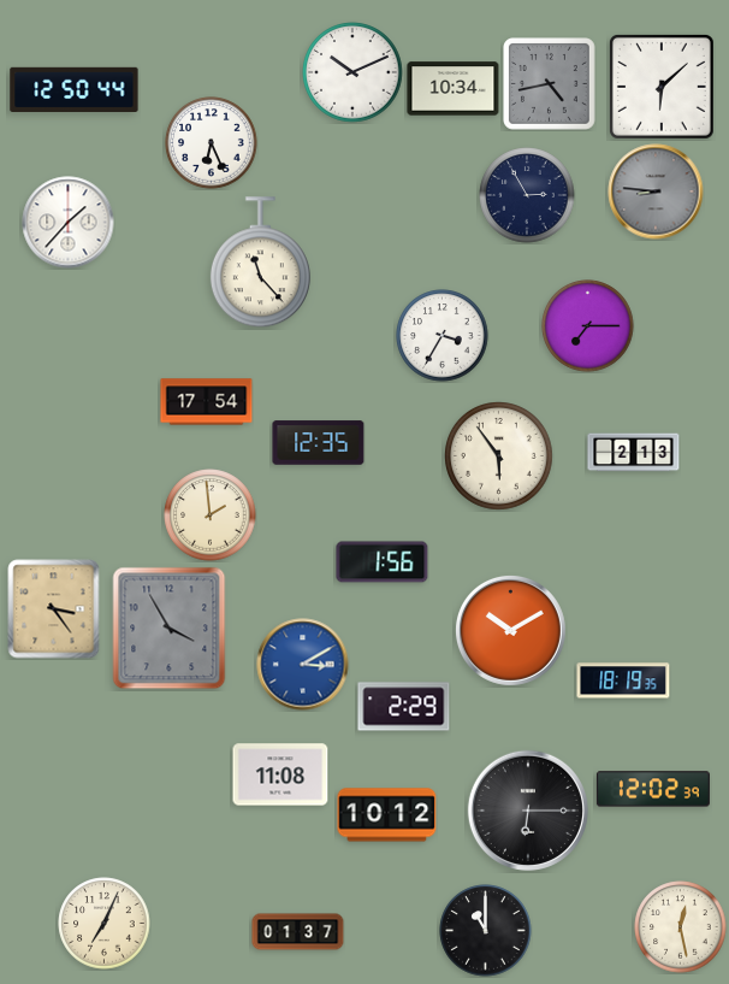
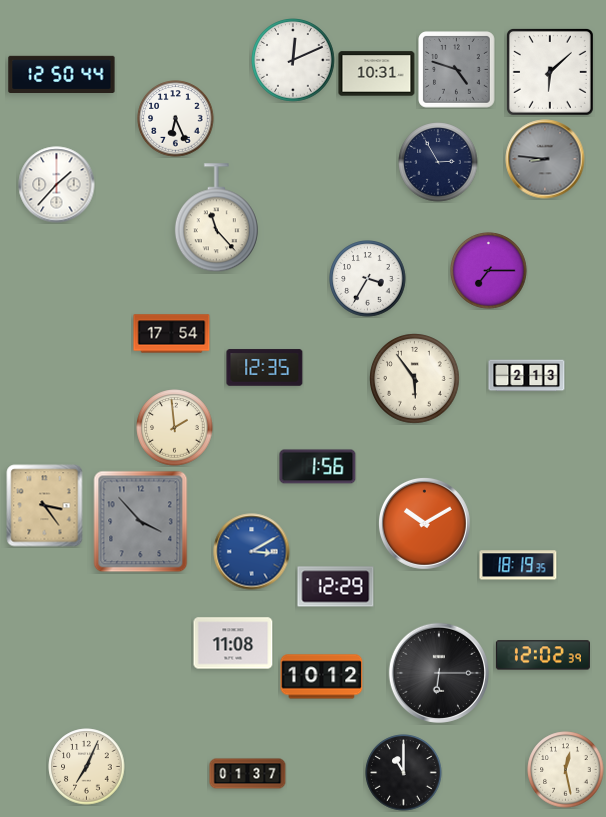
clock at (352, 72): 10:11 -> 12:11
clock at (550, 84): 4:43 -> 4:48
clock at (454, 89): 10:34 -> 10:31
clock at (170, 629): 3:55 -> 3:53
clock at (404, 707): 2:29 -> 12:29
